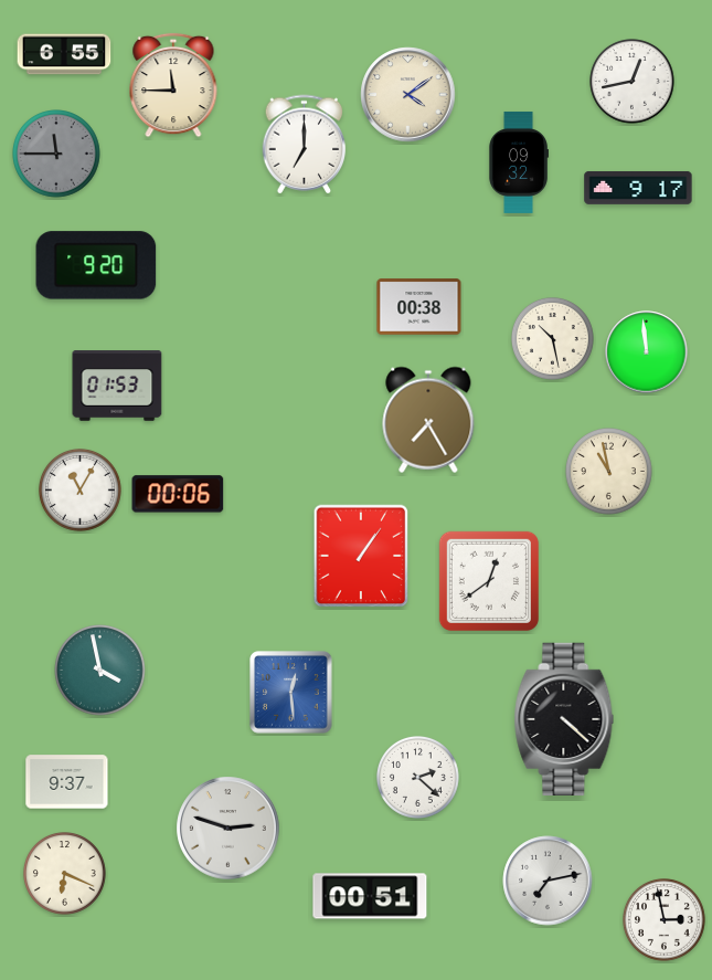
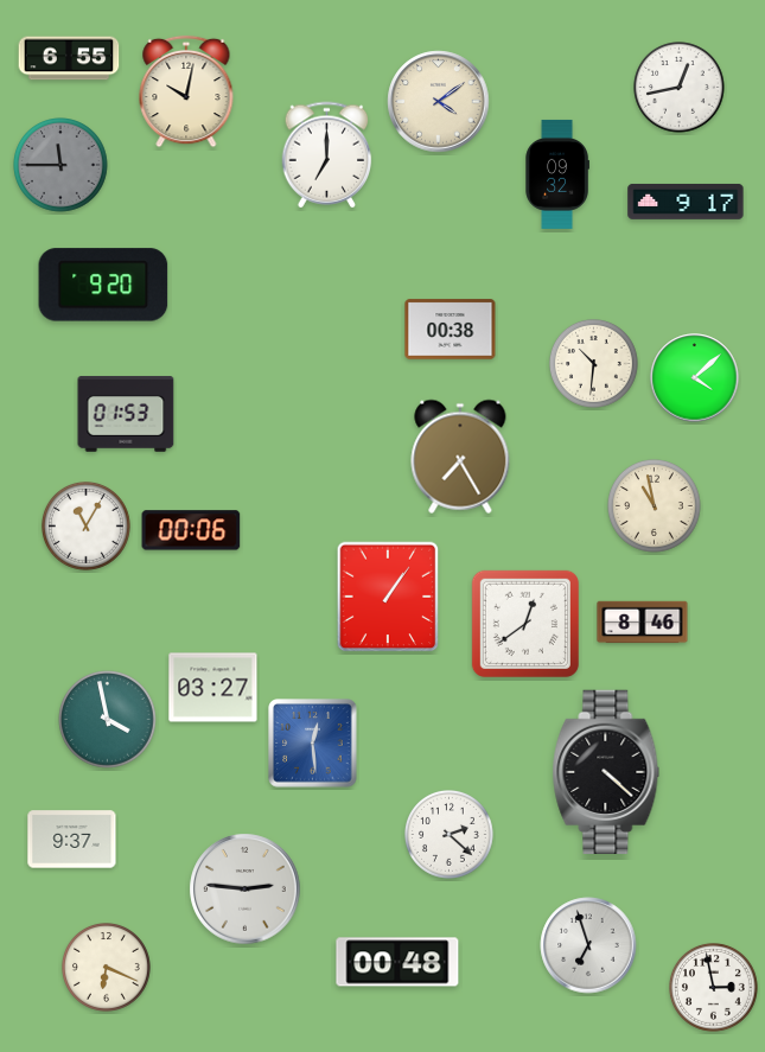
clock at (173, 85): 11:45 -> 10:02
clock at (553, 339): 10:28 -> 10:31
clock at (647, 352): 11:59 -> 4:08
clock at (428, 420) position: (428, 420) -> (460, 457)
clock at (643, 623): none -> 8:46
clock at (213, 688): none -> 03:27
clock at (229, 829): 2:48 -> 2:46
clock at (65, 874) position: (65, 874) -> (107, 968)
clock at (548, 881): 7:13 -> 6:57
clock at (370, 896): 00:51 -> 00:48
